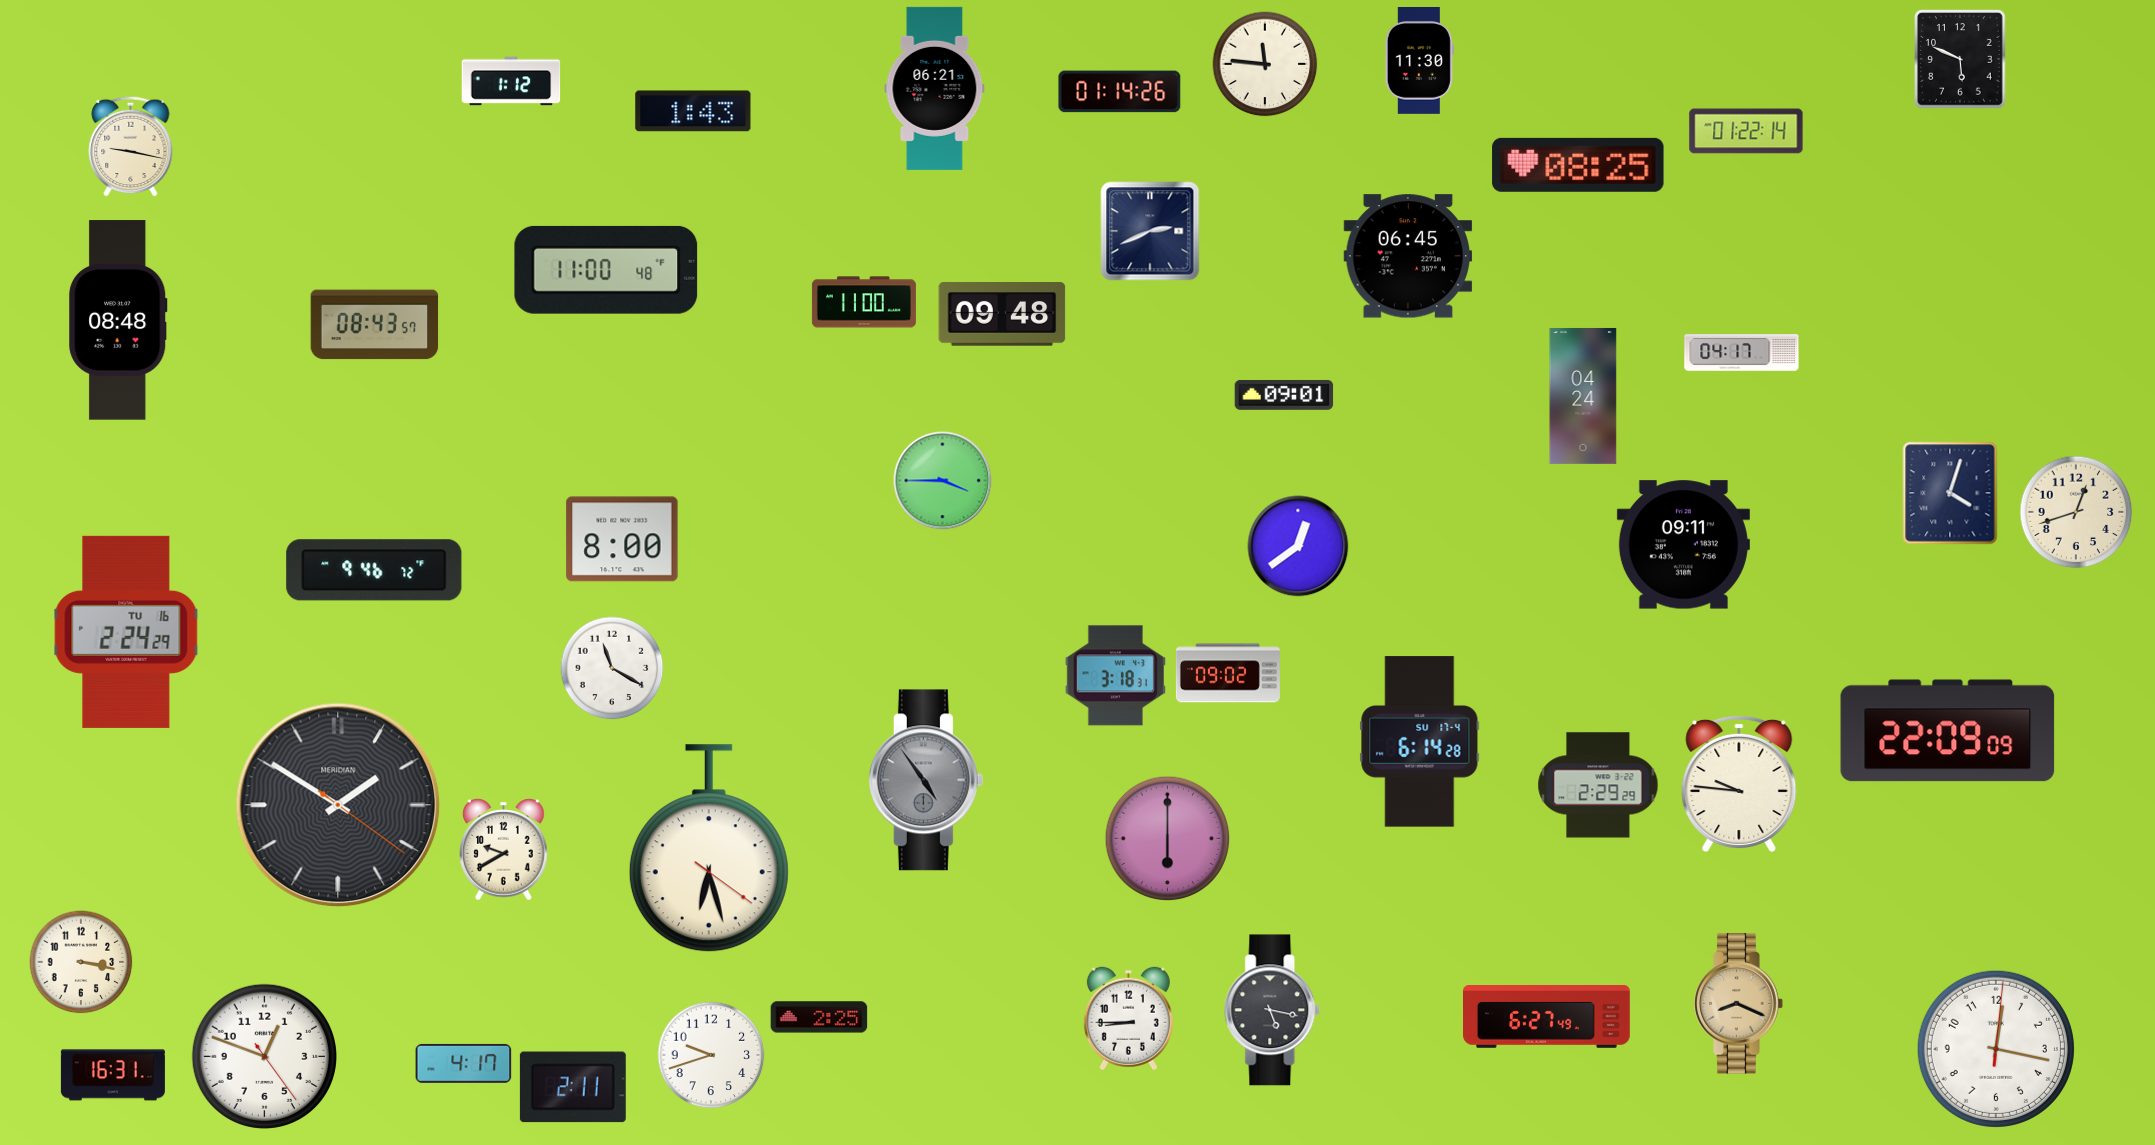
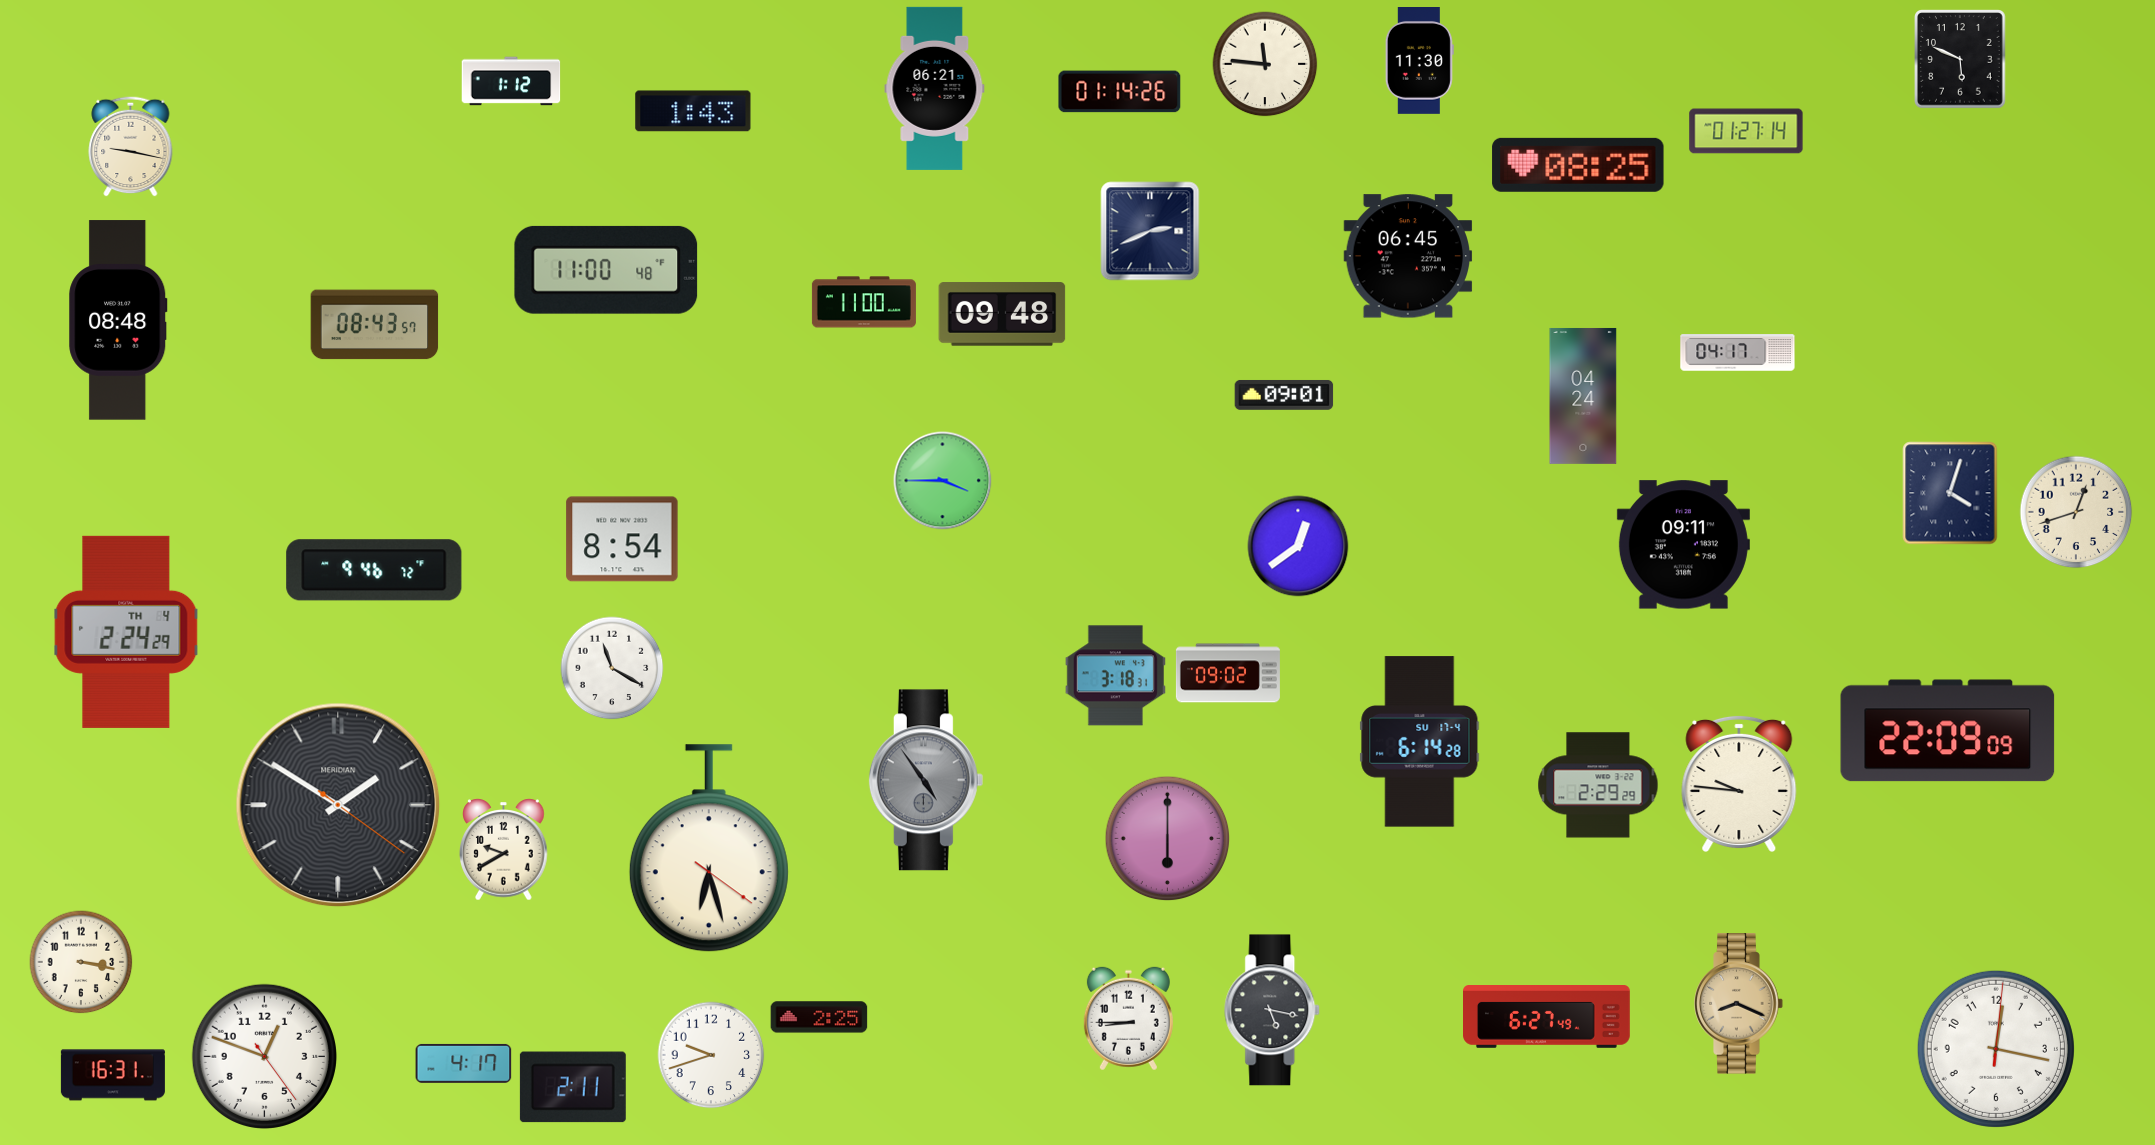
clock at (1746, 131): 01:22 -> 01:27
clock at (1742, 353) position: (1742, 353) -> (1738, 353)
clock at (622, 539): 8:00 -> 8:54
clock at (126, 632) date: TU 16 -> TH 4
